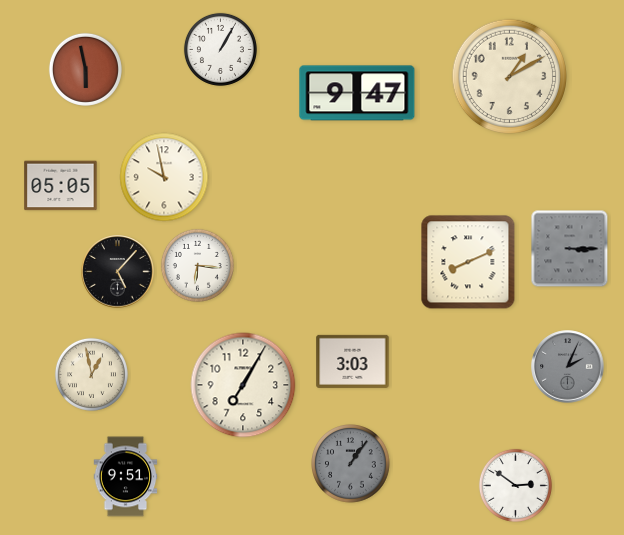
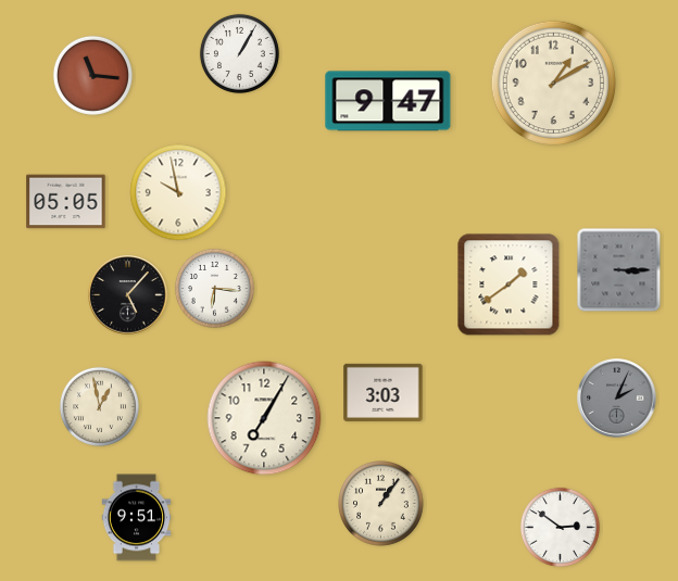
clock at (85, 69): 5:58 -> 11:16
clock at (468, 262): 8:11 -> 1:39
clock at (351, 464) dial: grey -> cream
